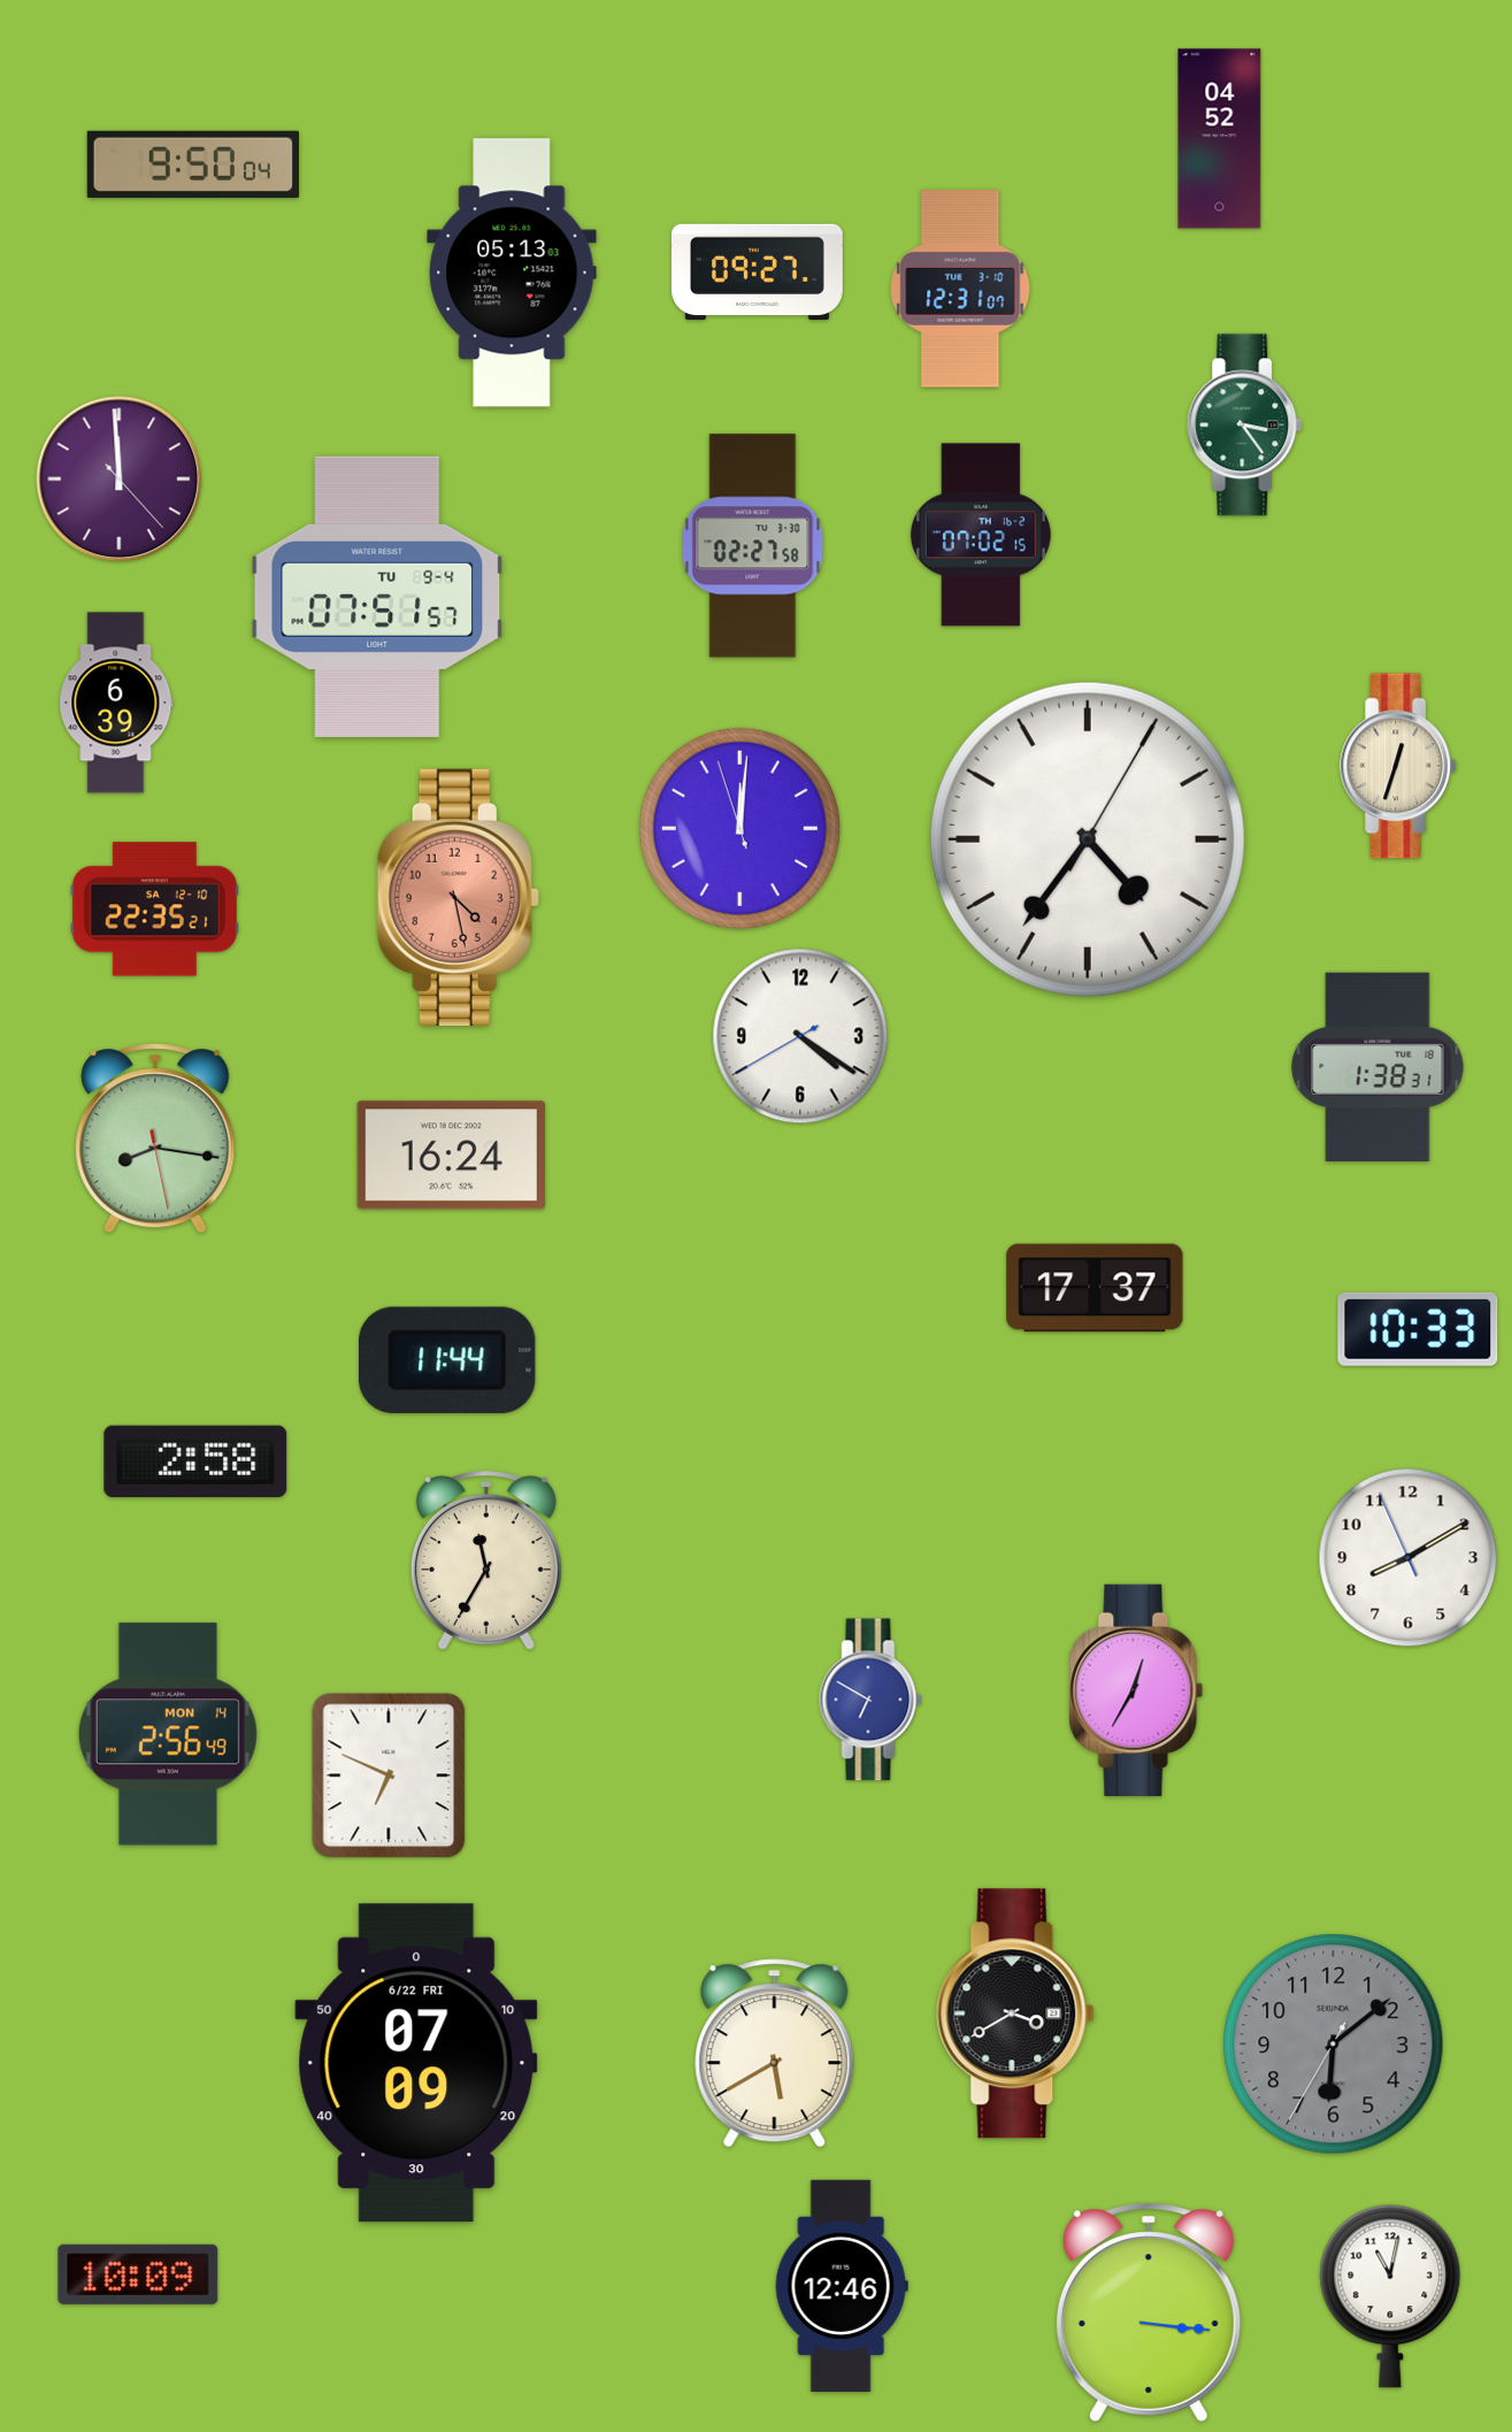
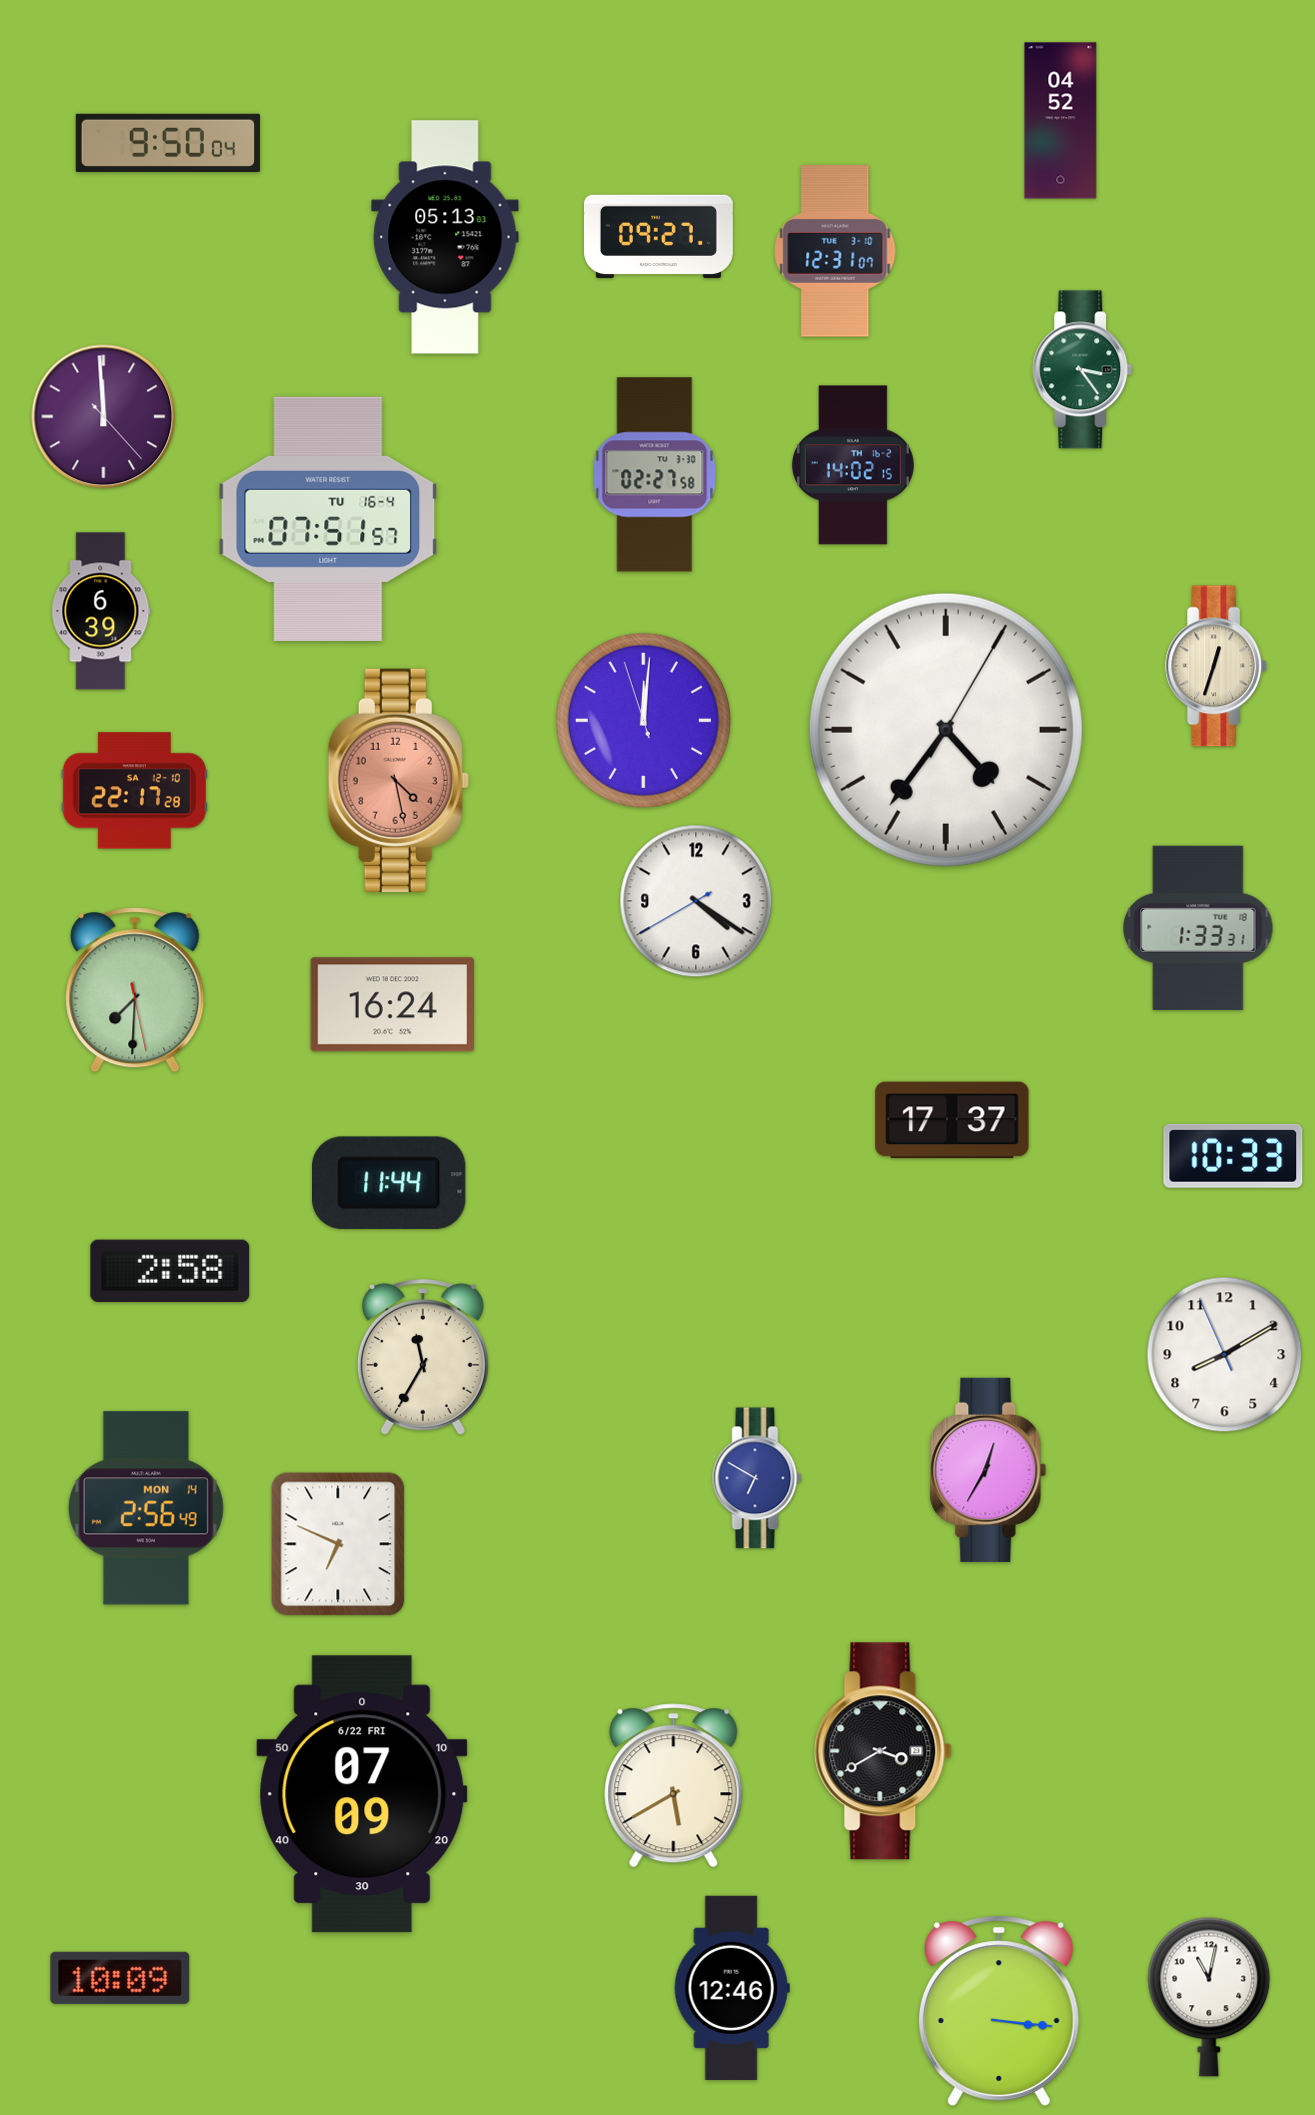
clock at (981, 535): 07:02 -> 14:02
clock at (377, 597) date: TU 9-4 -> TU 16-4
clock at (154, 910): 22:35 -> 22:17
clock at (1377, 1066): 1:38 -> 1:33
clock at (155, 1138): 8:16 -> 7:30
clock at (1334, 2044): 6:08 -> none
